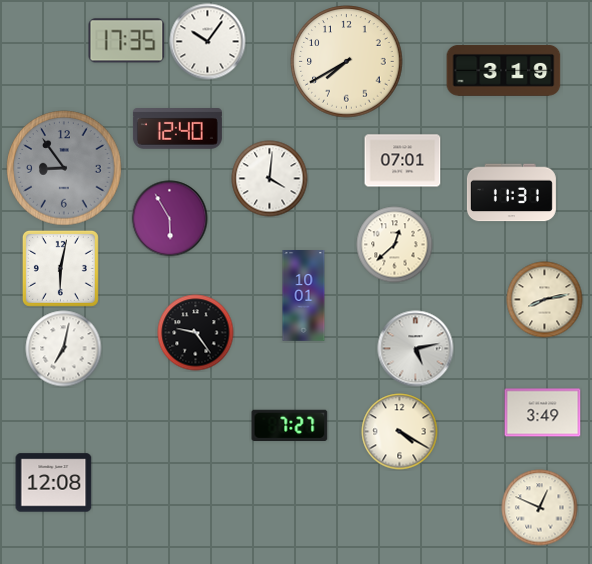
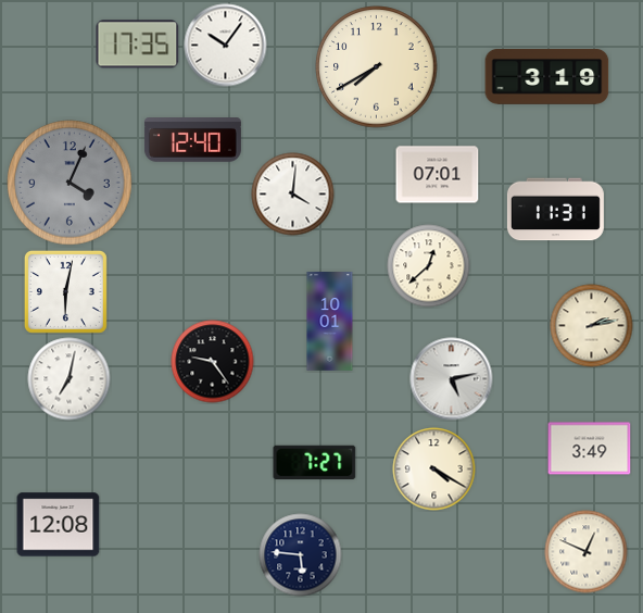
clock at (64, 168): 8:54 -> 4:04
clock at (170, 219): 5:55 -> none
clock at (545, 300): 8:13 -> 2:13
clock at (301, 555): none -> 5:46
